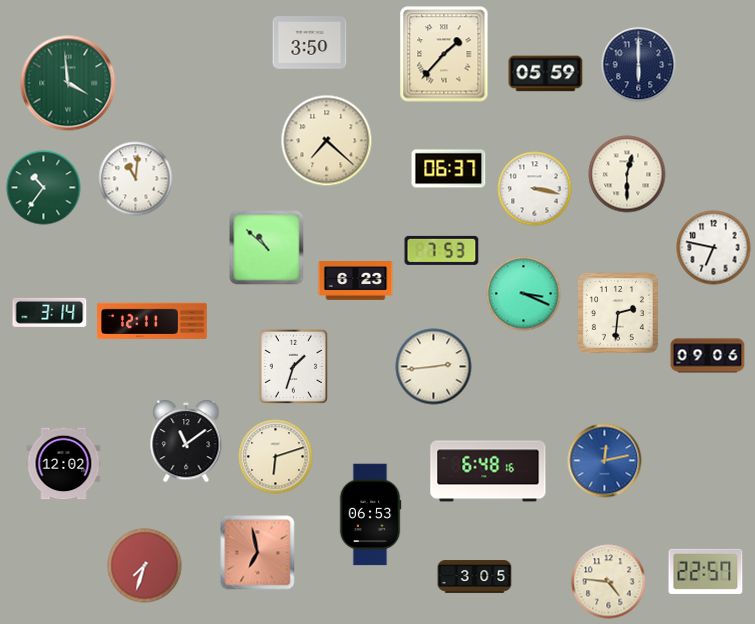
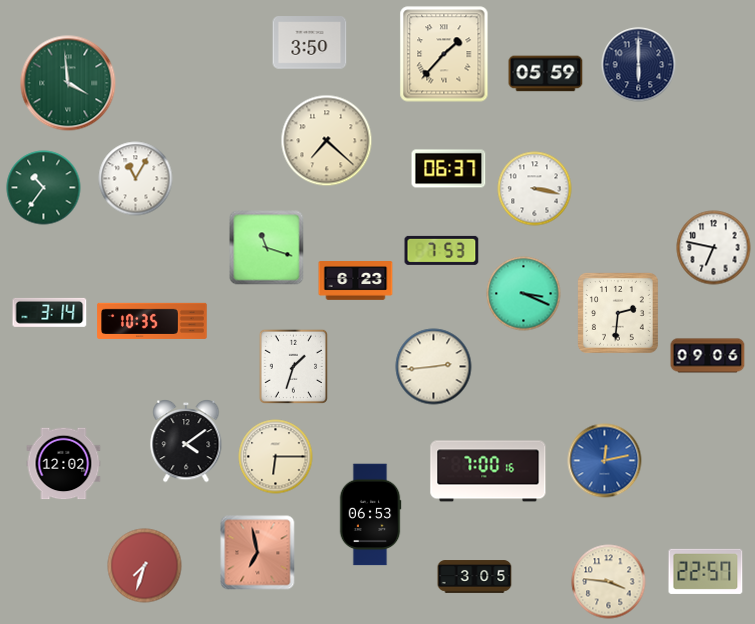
clock at (627, 174): 12:30 -> none
clock at (136, 179): 11:01 -> 11:05
clock at (267, 248): 10:52 -> 11:18
clock at (152, 320): 12:11 -> 10:35
clock at (186, 442): 11:09 -> 4:09
clock at (276, 457): 6:12 -> 6:15
clock at (488, 471): 6:48 -> 7:00
clock at (609, 582): 4:46 -> 3:46
